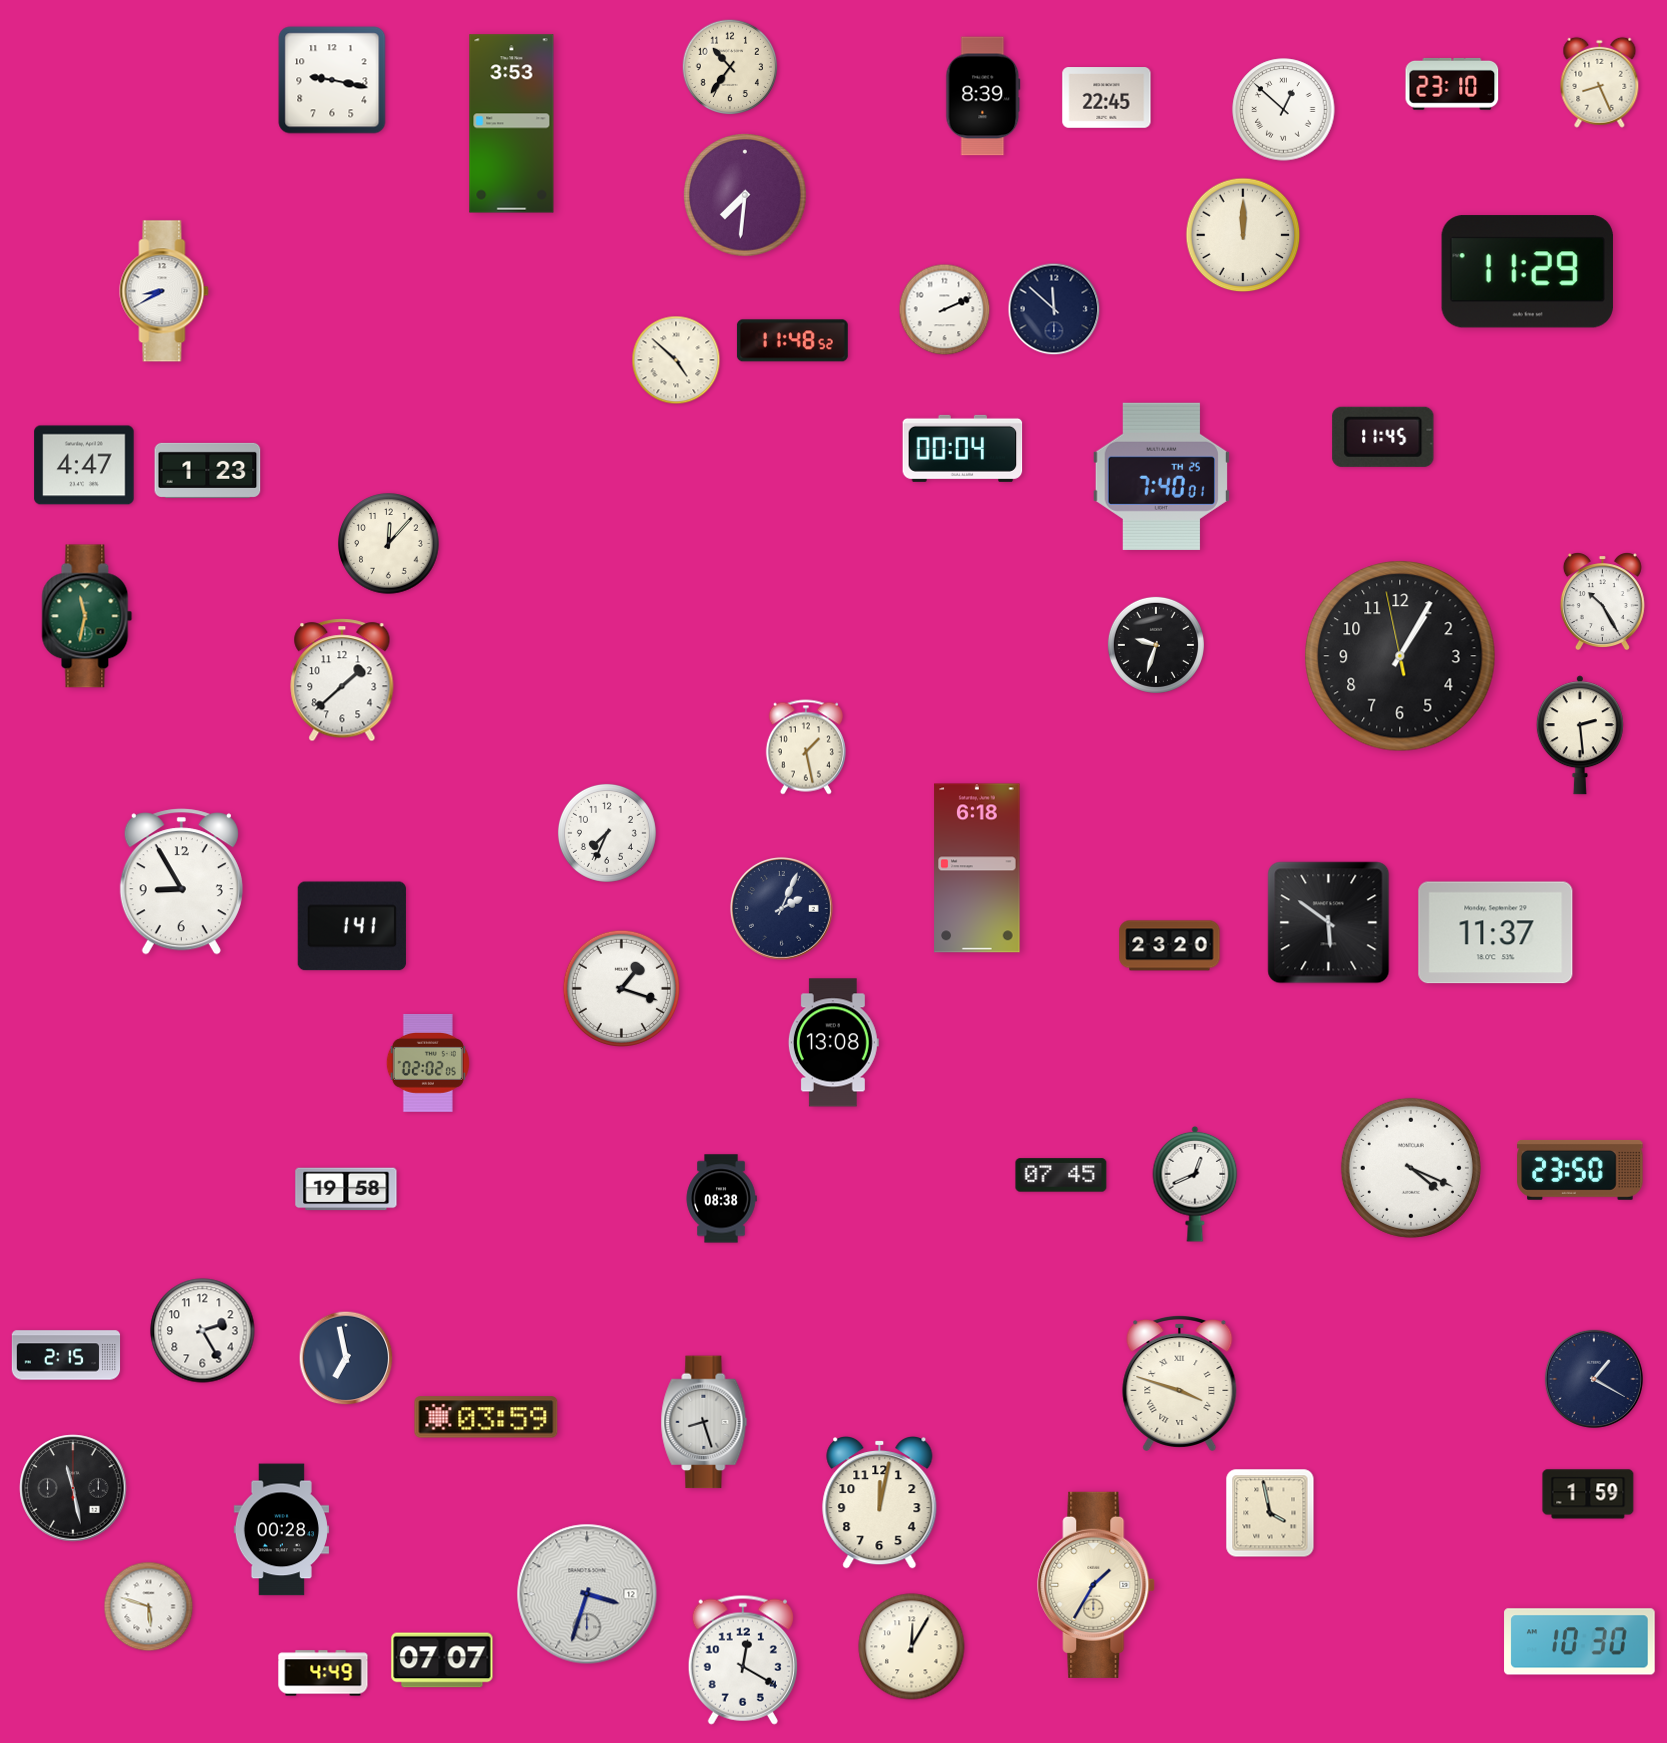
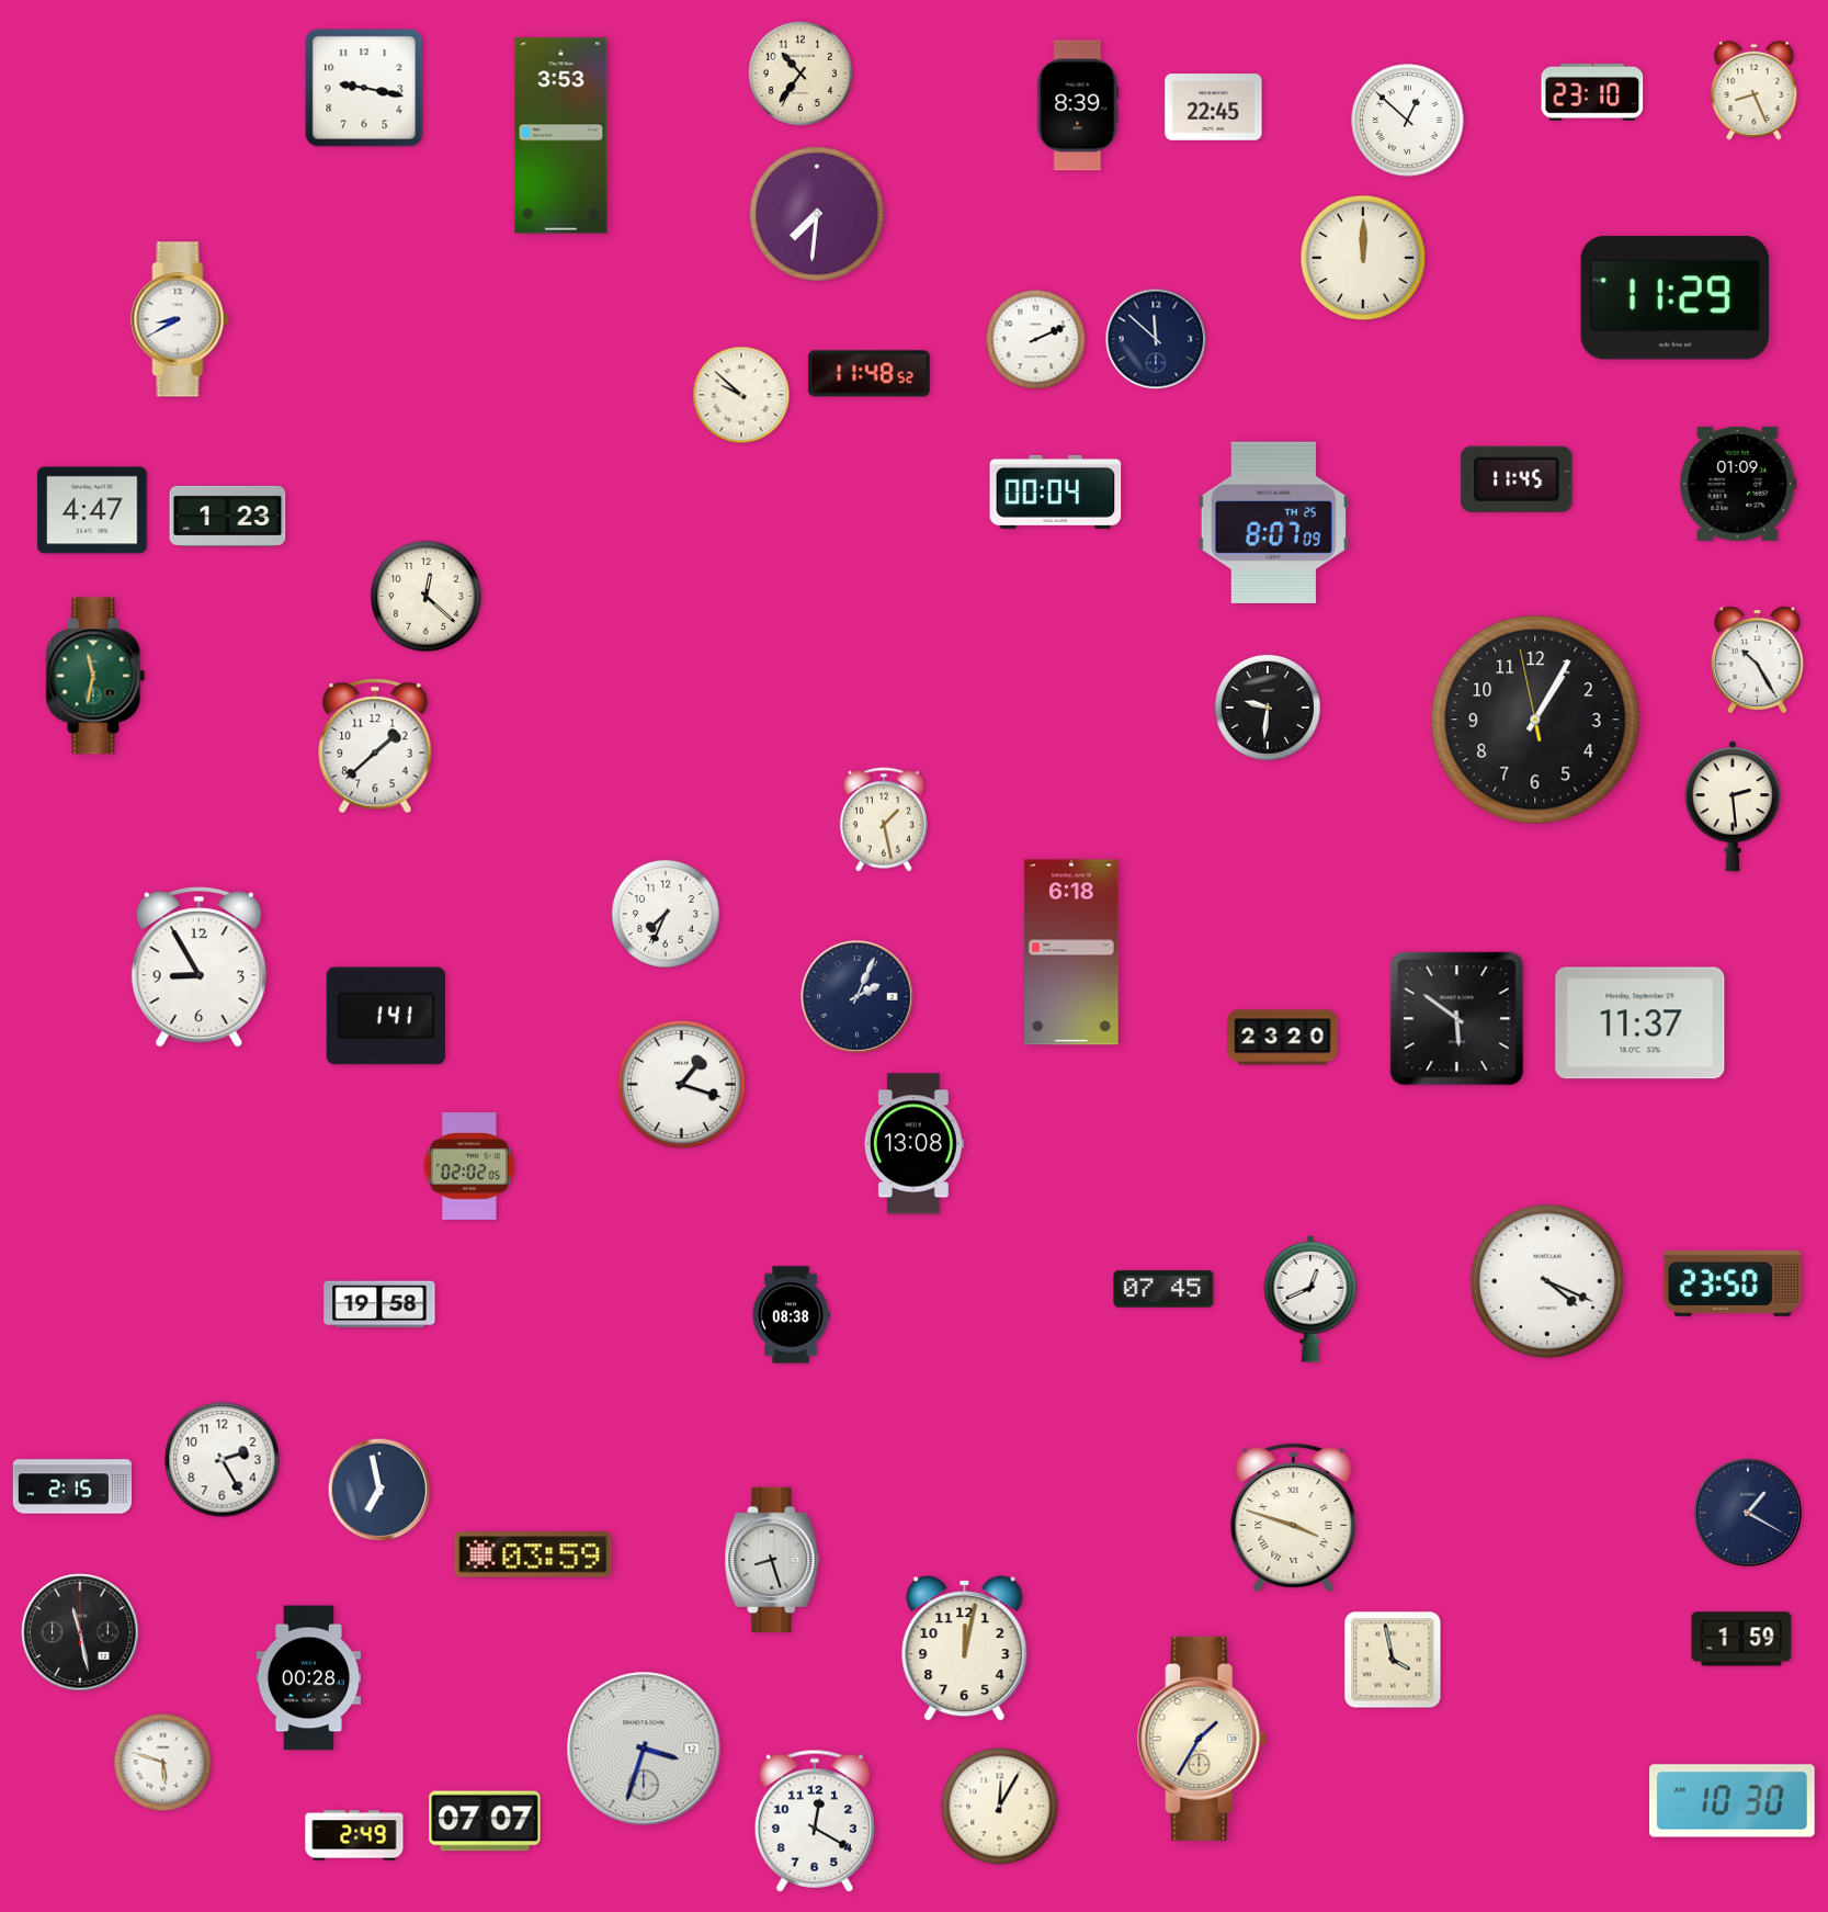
clock at (676, 360): 4:52 -> 9:52
clock at (1738, 484): none -> 01:09
clock at (1161, 476): 7:40 -> 8:07
clock at (389, 544): 12:07 -> 12:22
clock at (1156, 645): 9:33 -> 9:31
clock at (1329, 923) position: (1329, 923) -> (1457, 1019)
clock at (323, 1673): 4:49 -> 2:49
